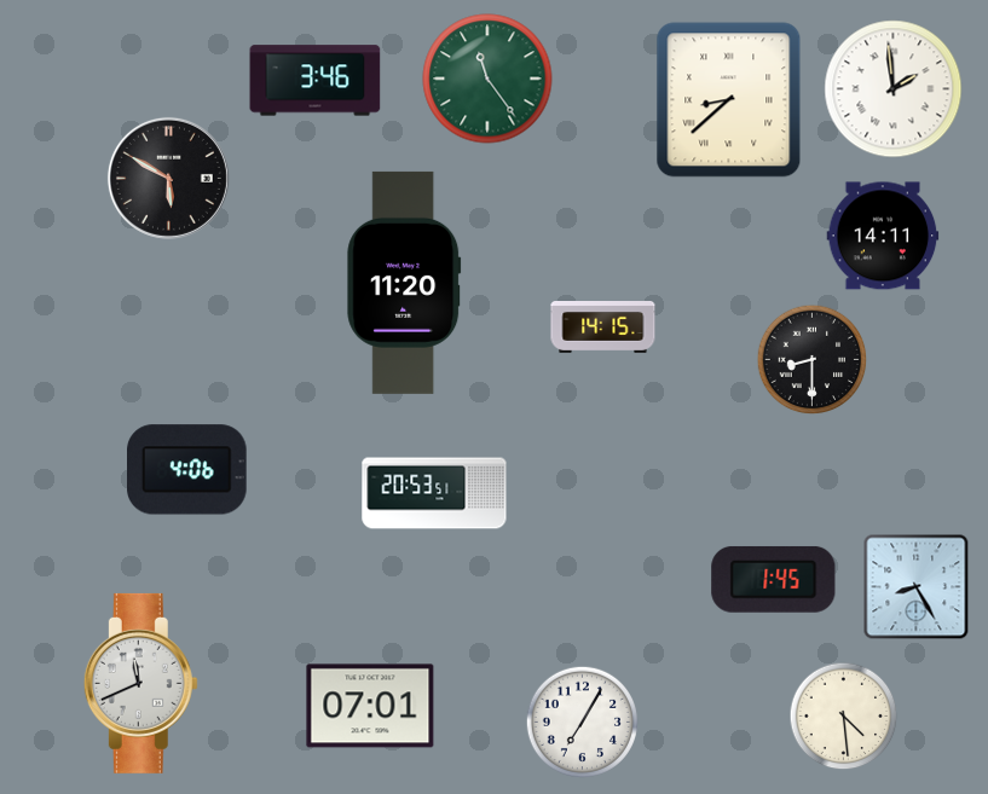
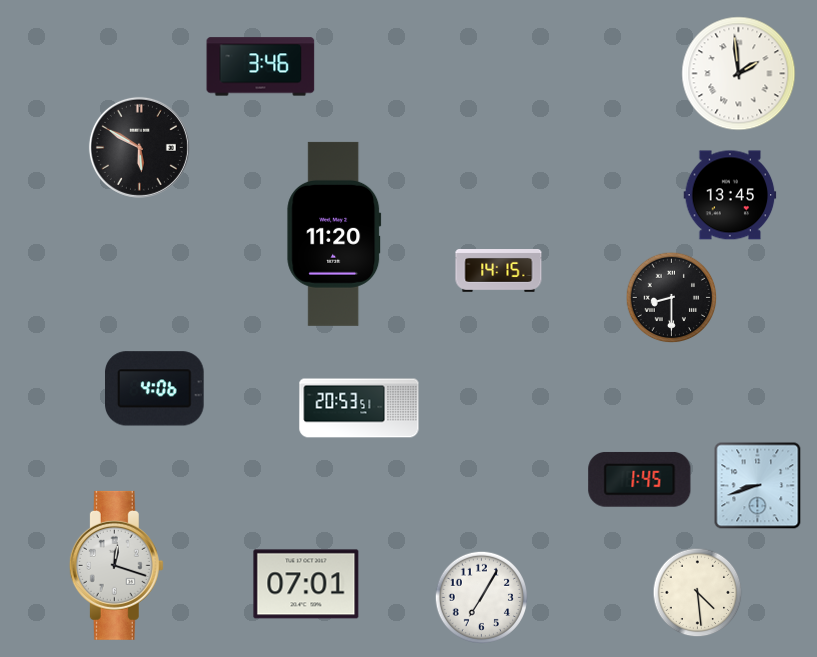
clock at (487, 79): 11:24 -> none
clock at (729, 100): 8:38 -> none
clock at (883, 236): 14:11 -> 13:45
clock at (917, 587): 8:25 -> 8:42
clock at (140, 683): 11:41 -> 12:18
